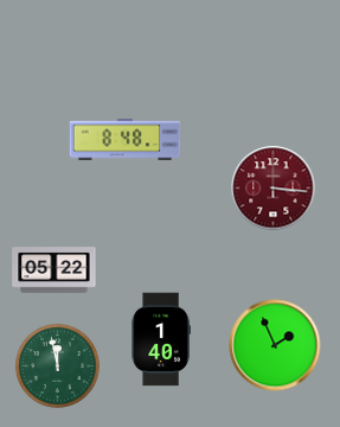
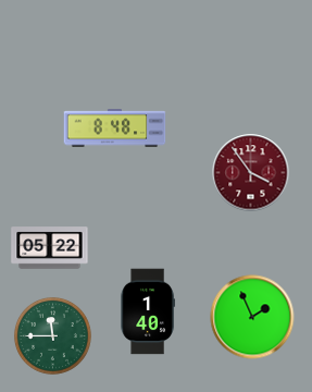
clock at (274, 189): 3:16 -> 3:54
clock at (57, 365): 11:58 -> 11:45
